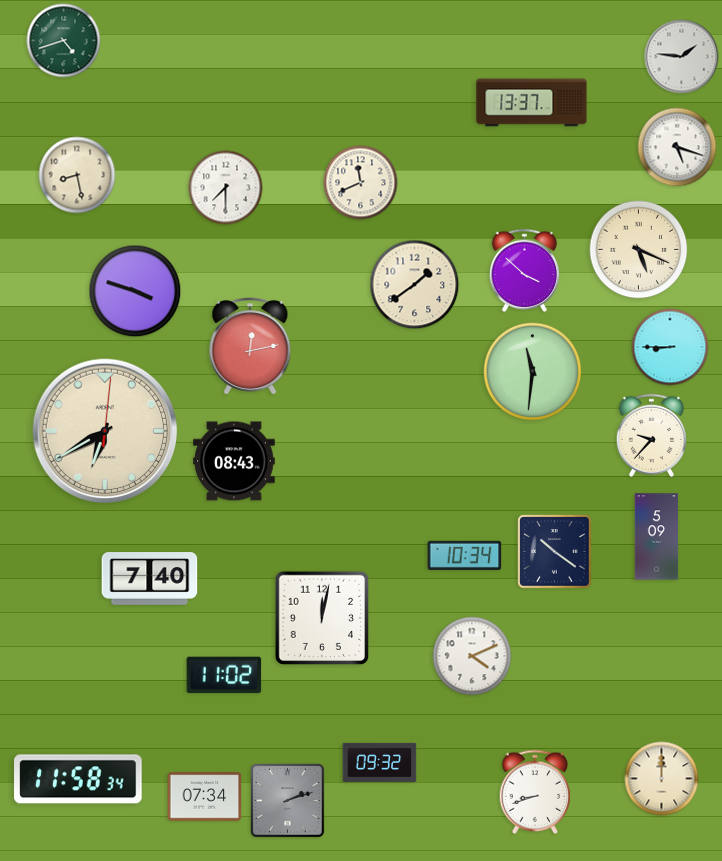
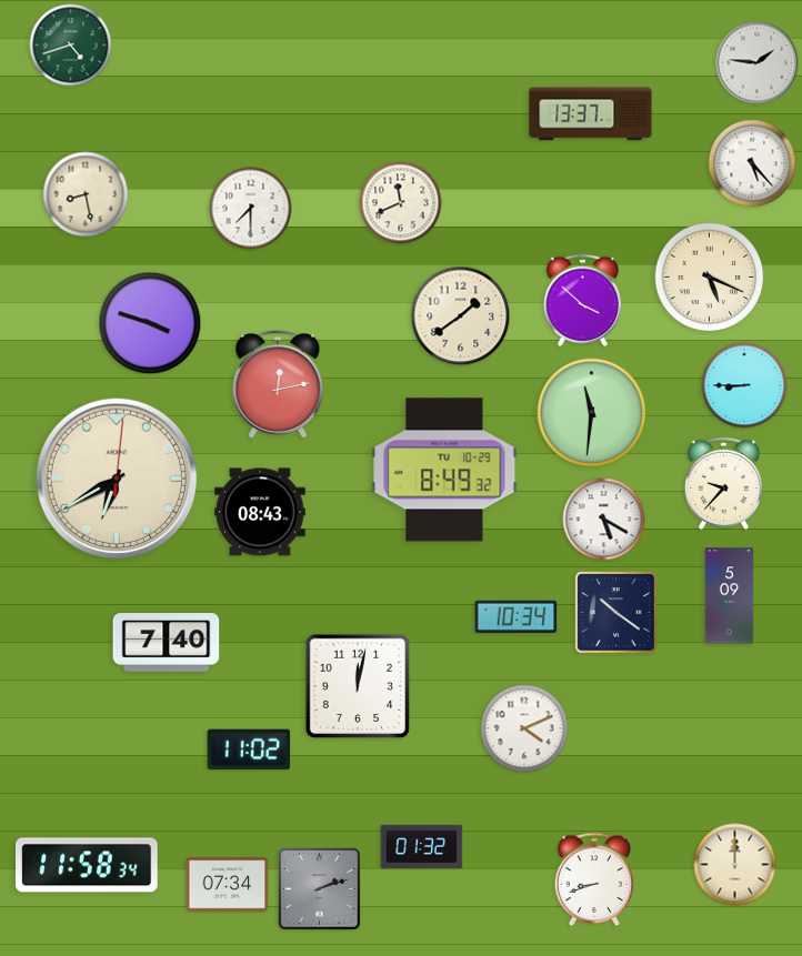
clock at (677, 147): 5:18 -> 5:23
clock at (444, 470): none -> 8:49
clock at (604, 520): none -> 5:20
clock at (380, 762): 09:32 -> 01:32
